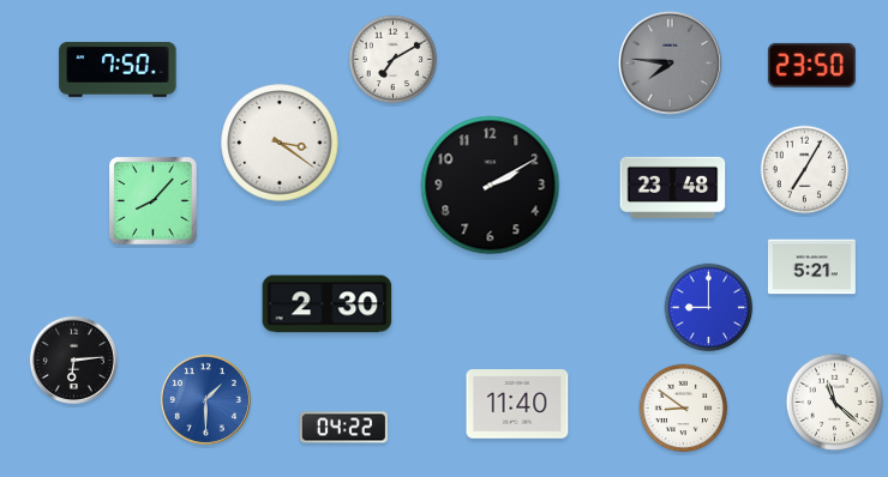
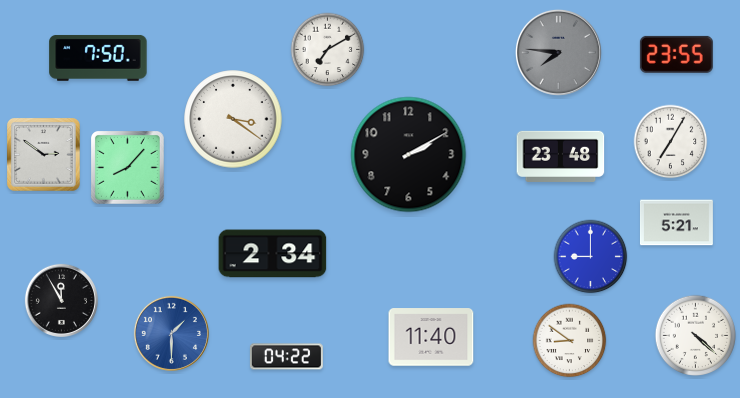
clock at (811, 65): 23:50 -> 23:55
clock at (44, 155): none -> 2:51
clock at (328, 304): 2:30 -> 2:34
clock at (73, 360): 6:14 -> 11:55
clock at (834, 401): 11:22 -> 4:22
